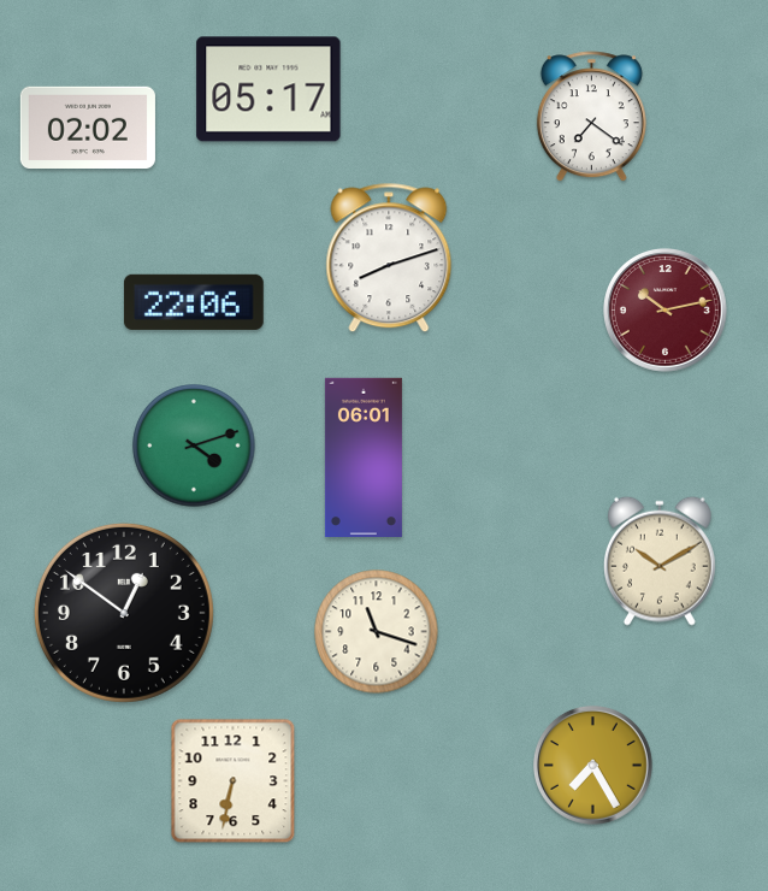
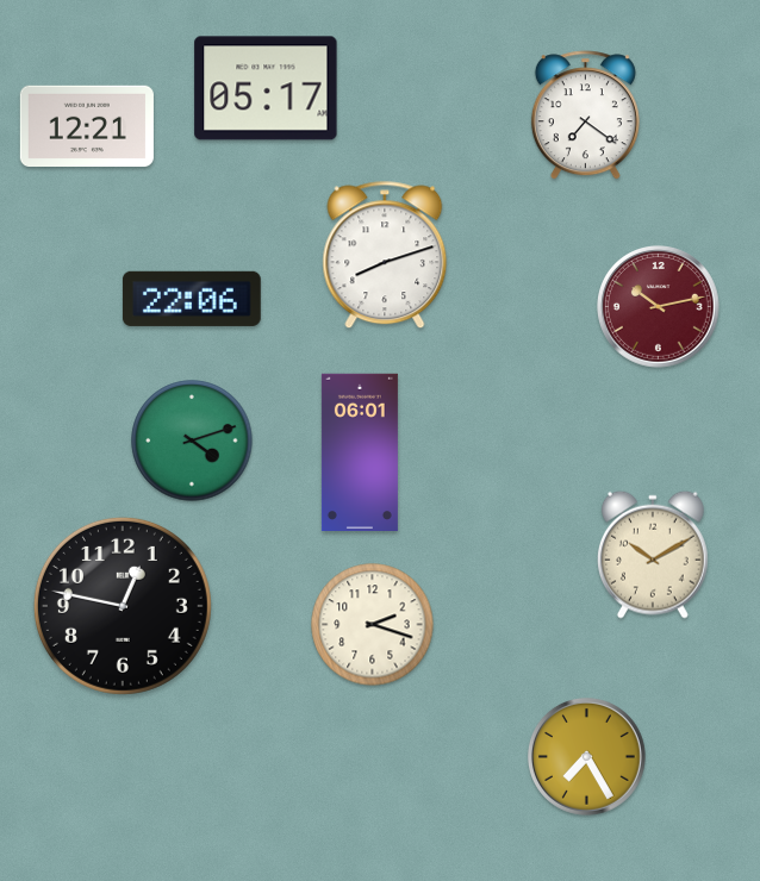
clock at (88, 126): 02:02 -> 12:21
clock at (124, 613): 12:51 -> 12:47
clock at (377, 632): 11:18 -> 2:18
clock at (234, 781): 6:32 -> none
